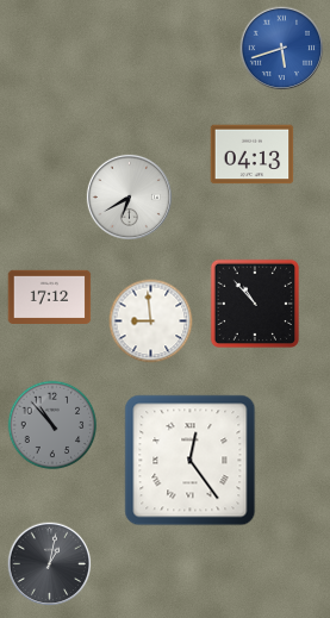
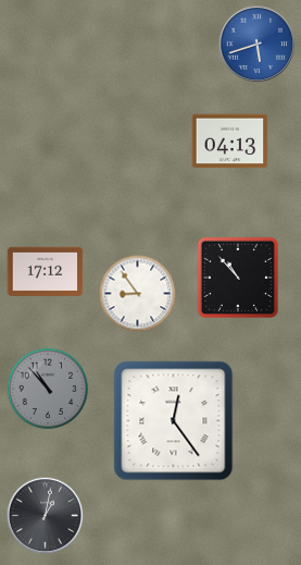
clock at (129, 196): 6:40 -> none
clock at (254, 302) position: (254, 302) -> (237, 277)
clock at (151, 322): 8:59 -> 8:54
